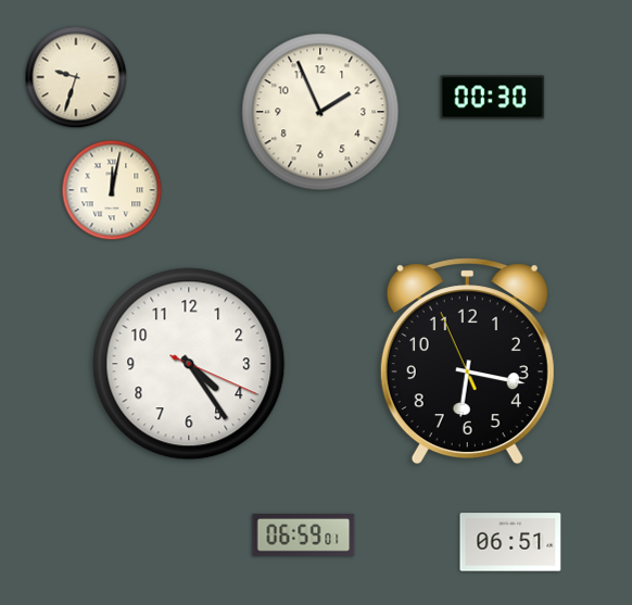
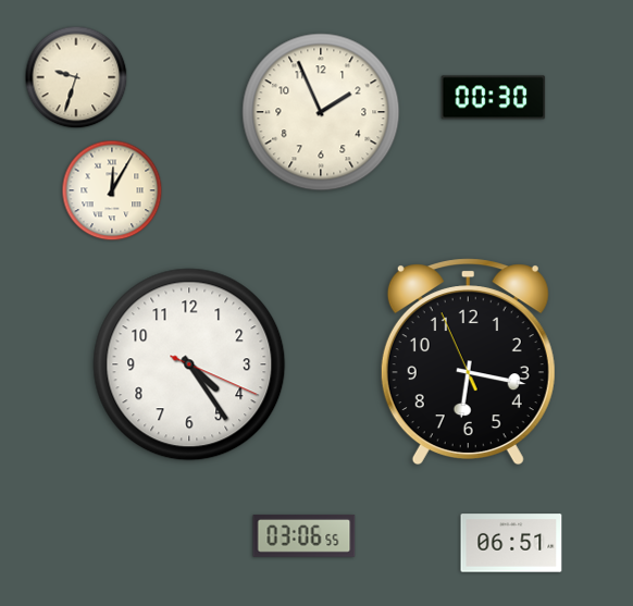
clock at (112, 190): 12:02 -> 12:05
clock at (304, 535): 06:59 -> 03:06
